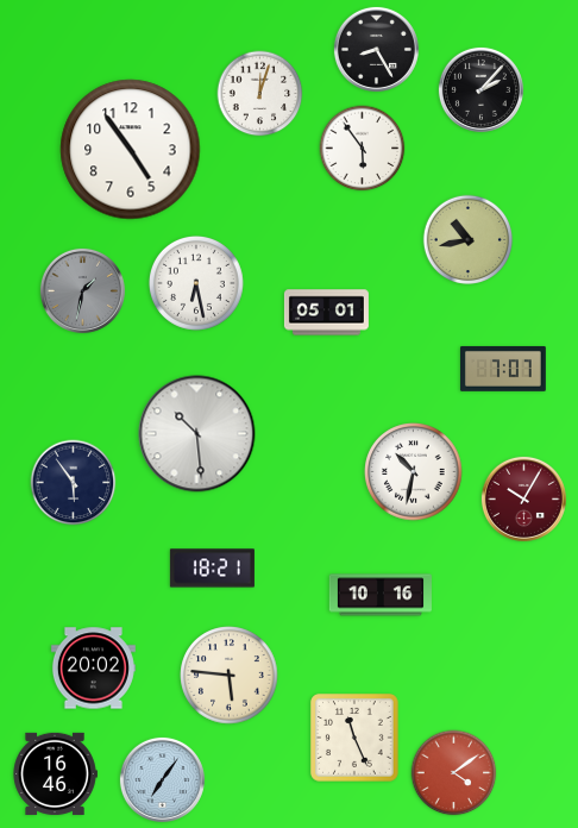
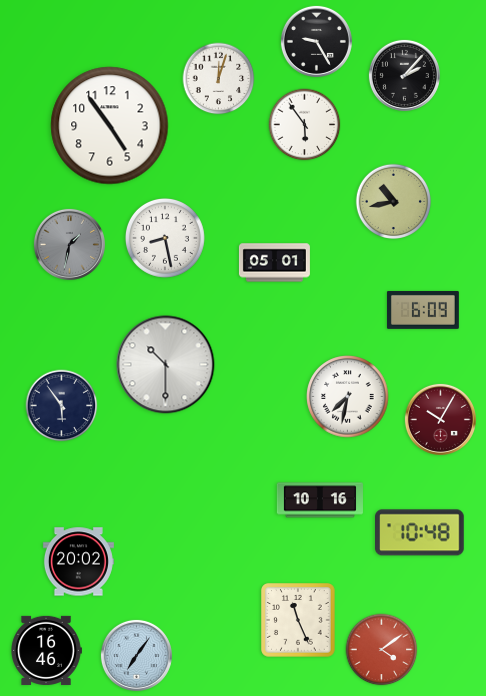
clock at (376, 49): 8:25 -> 9:25
clock at (196, 283): 6:28 -> 8:28
clock at (503, 369): 7:07 -> 6:09
clock at (197, 434): 10:29 -> 10:30
clock at (414, 472): 10:32 -> 7:32
clock at (212, 569): 18:21 -> none
clock at (420, 533): none -> 10:48
clock at (230, 676): 5:46 -> none
